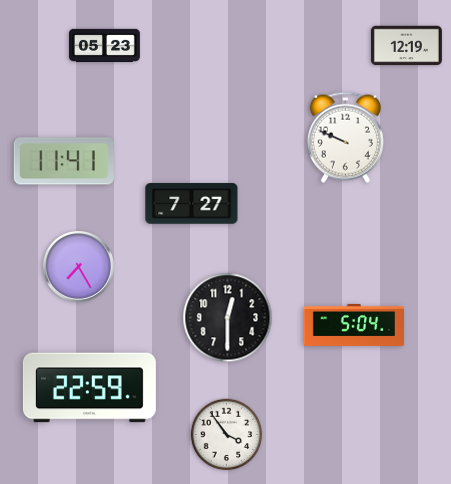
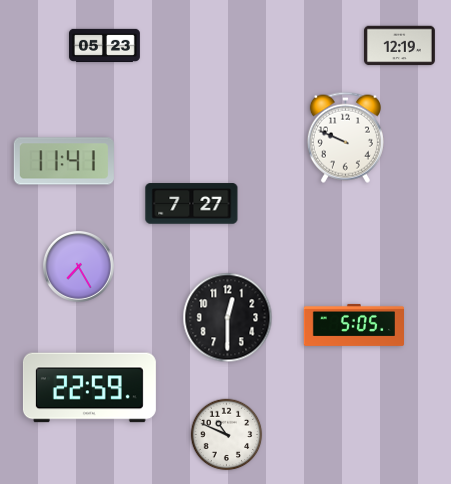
clock at (406, 46) position: (406, 46) -> (399, 46)
clock at (353, 325): 5:04 -> 5:05
clock at (227, 435): 3:54 -> 10:49
